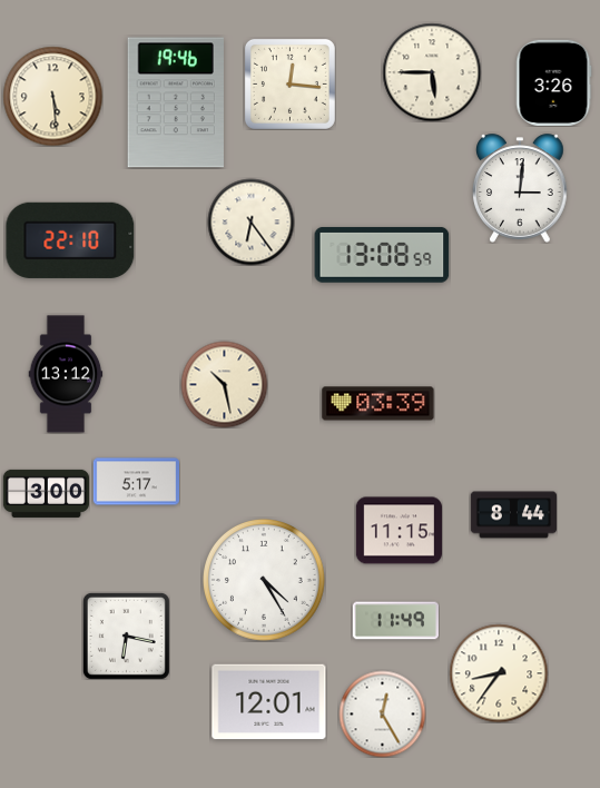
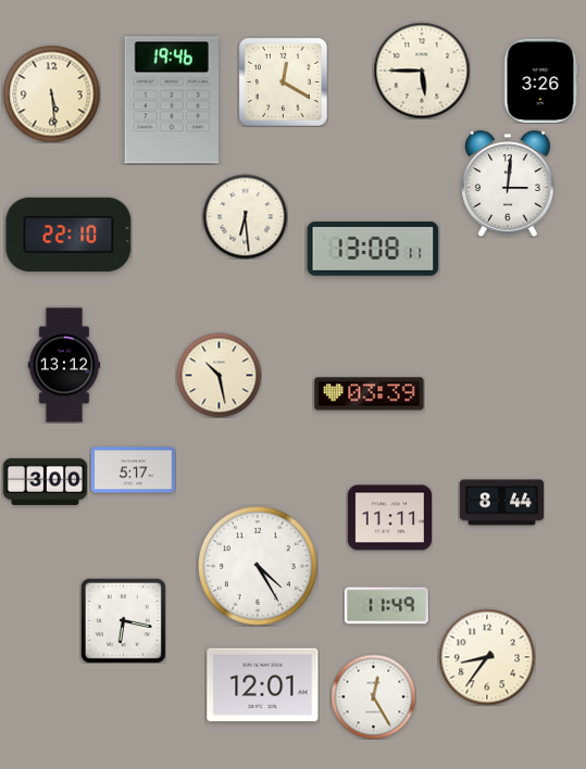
clock at (289, 83): 12:16 -> 12:20
clock at (250, 221): 6:24 -> 6:29
clock at (382, 255): 13:08:59 -> 13:08:11
clock at (399, 531): 11:15 -> 11:11
